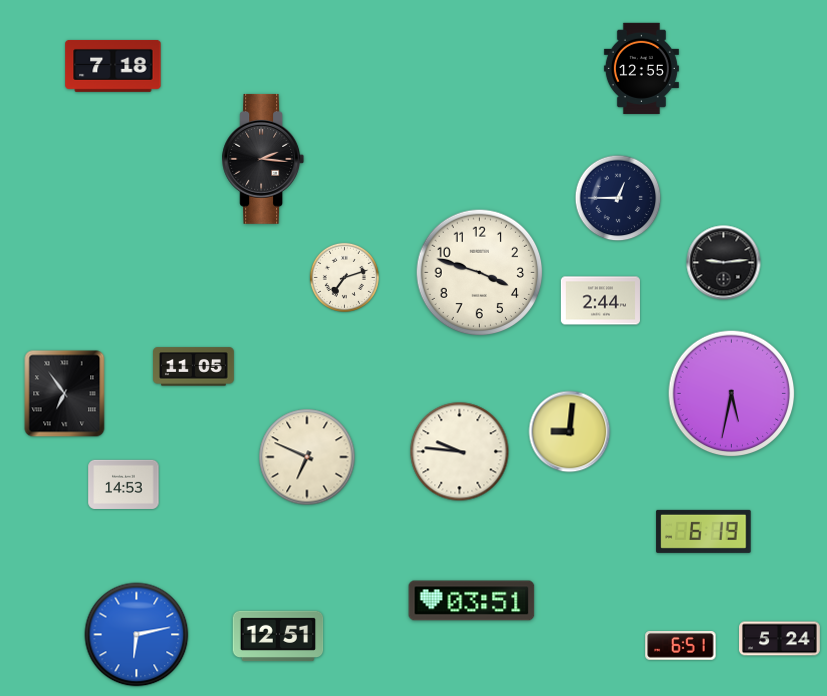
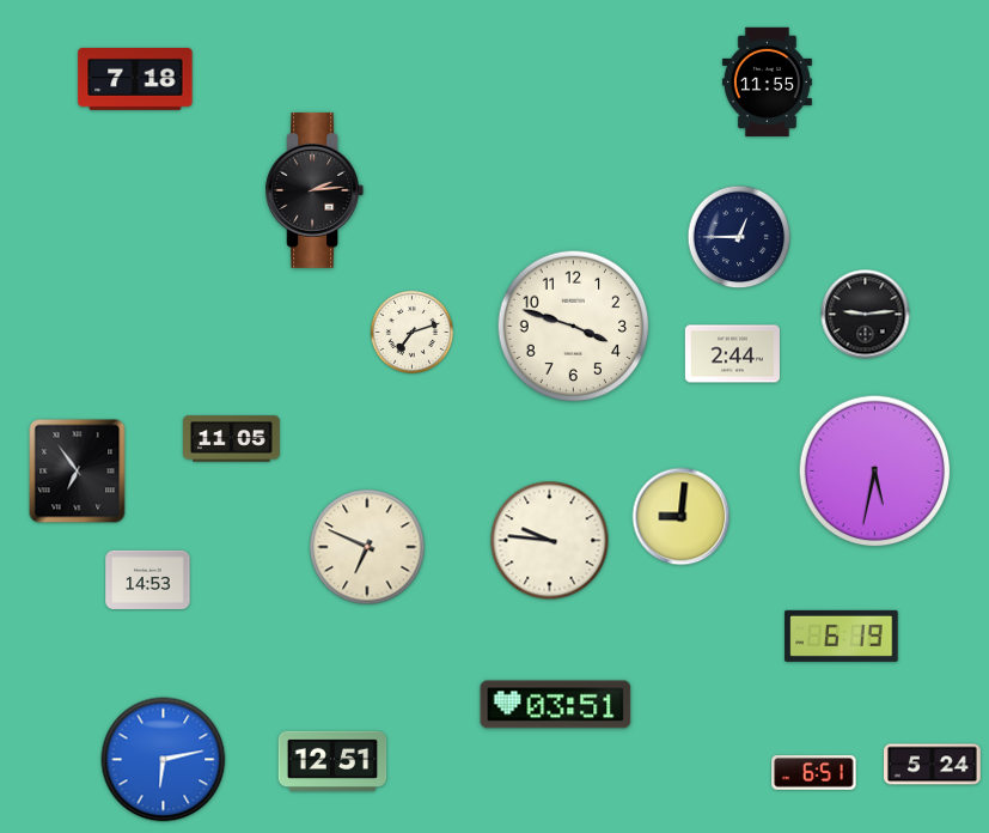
clock at (641, 68): 12:55 -> 11:55
clock at (263, 159): 2:16 -> 2:14
clock at (600, 301) position: (600, 301) -> (732, 354)
clock at (472, 601) position: (472, 601) -> (556, 705)
